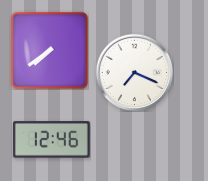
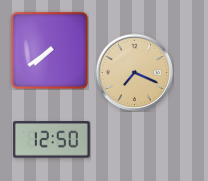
clock at (134, 72) dial: white -> champagne
clock at (52, 140): 12:46 -> 12:50
